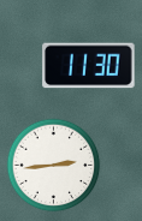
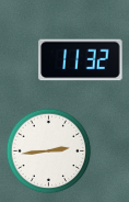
clock at (89, 66): 11:30 -> 11:32
